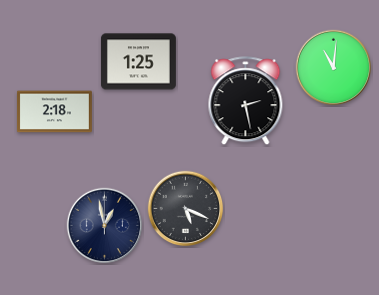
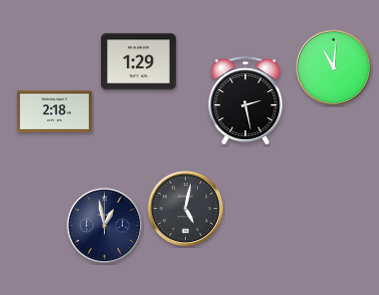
clock at (138, 62): 1:25 -> 1:29
clock at (186, 209): 5:19 -> 5:02
